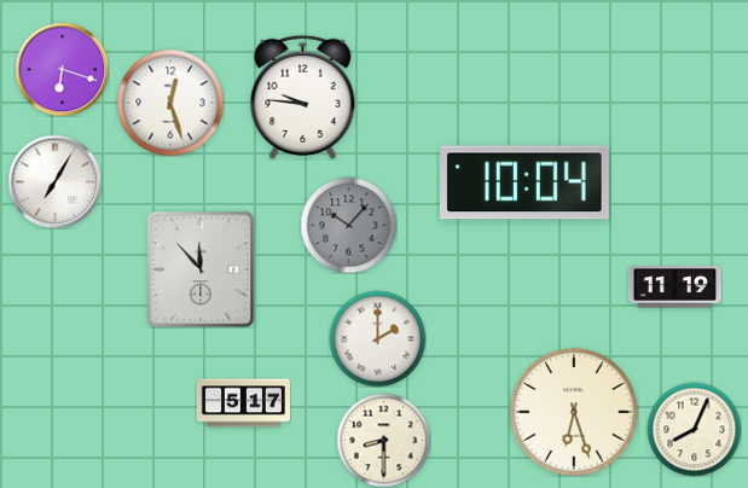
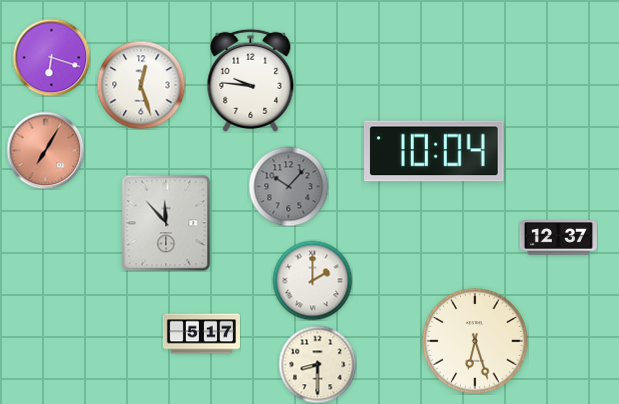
clock at (54, 181) dial: white -> salmon
clock at (674, 287): 11:19 -> 12:37
clock at (694, 429): 8:04 -> none
